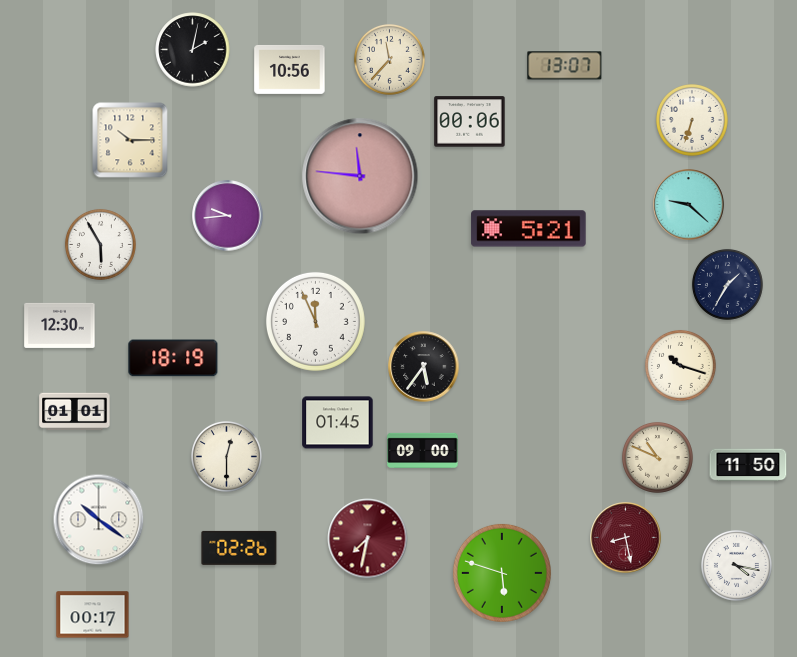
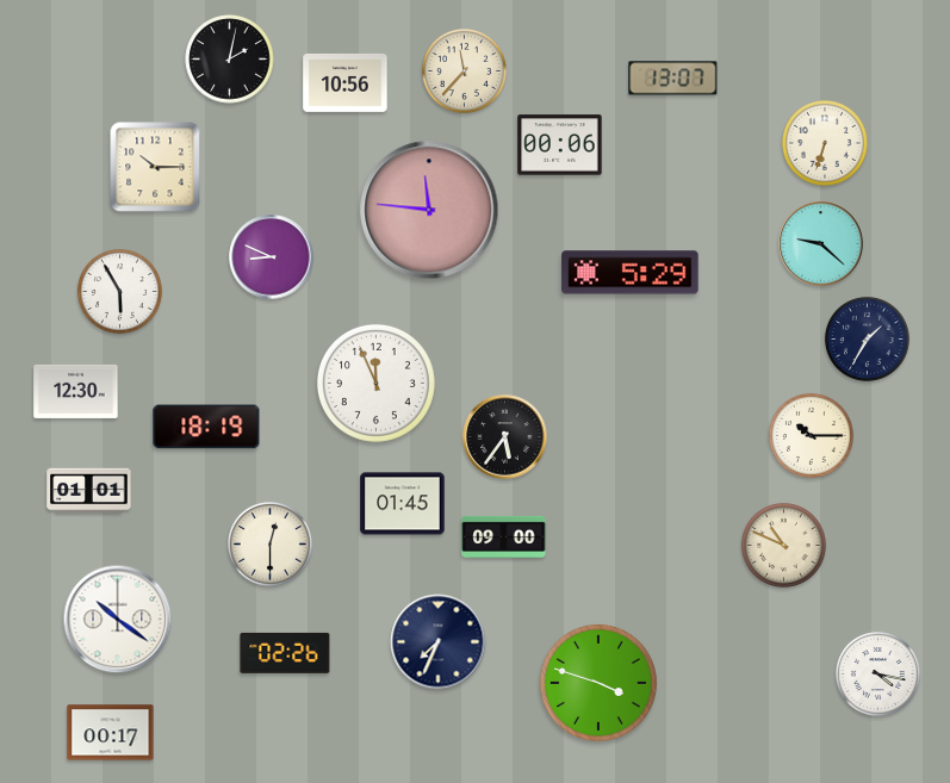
clock at (228, 216): 9:44 -> 8:49
clock at (529, 229): 5:21 -> 5:29
clock at (60, 325) position: (60, 325) -> (76, 391)
clock at (680, 365): 10:18 -> 10:15
clock at (748, 465): 11:50 -> none
clock at (626, 538): 8:28 -> none
clock at (368, 539): 7:32 -> 7:34
clock at (368, 539) dial: burgundy -> navy
clock at (502, 573): 5:48 -> 3:48
